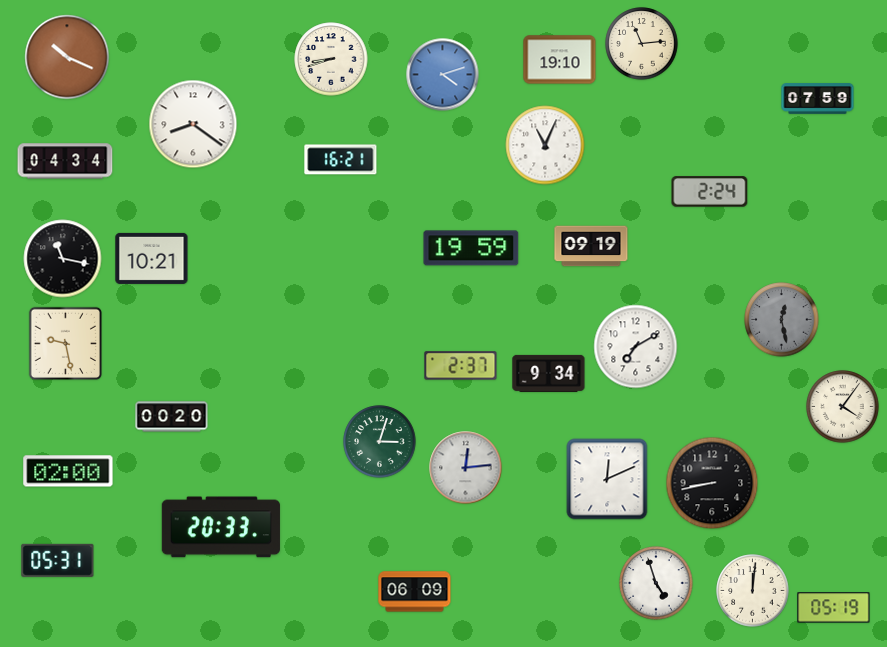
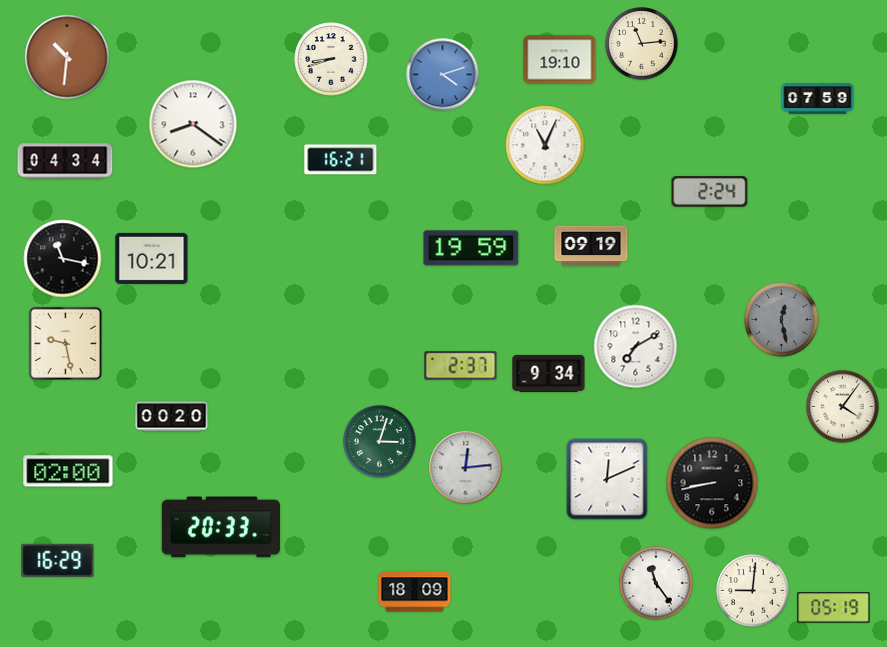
clock at (67, 57): 10:19 -> 10:31
clock at (58, 560): 05:31 -> 16:29
clock at (656, 583): 4:57 -> 11:24
clock at (753, 591): 12:01 -> 9:01
clock at (415, 592): 06:09 -> 18:09
